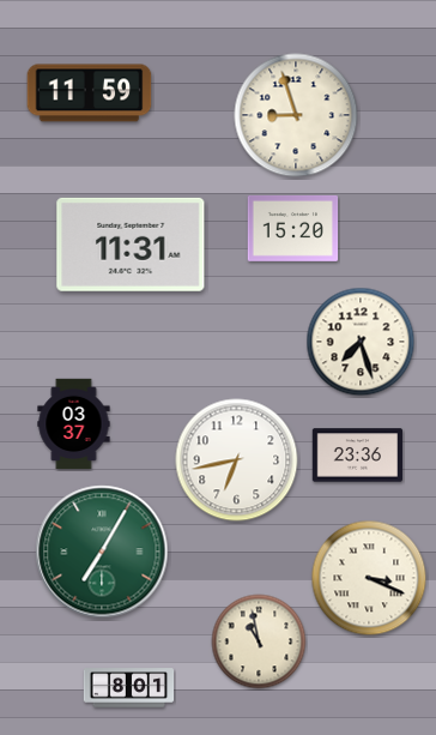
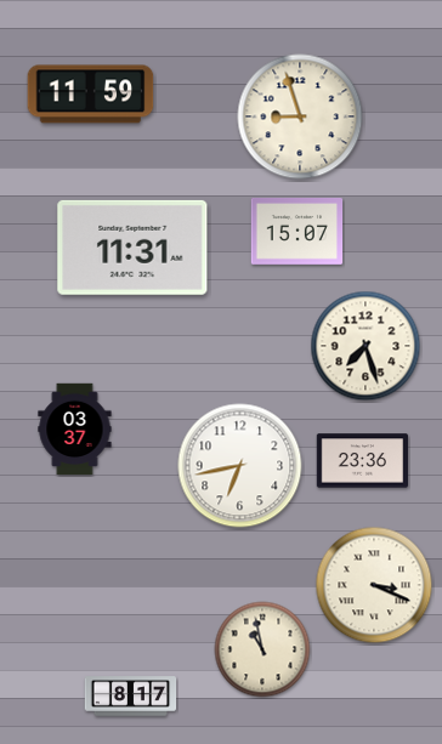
clock at (293, 228): 15:20 -> 15:07
clock at (102, 552): 7:05 -> none
clock at (129, 688): 8:01 -> 8:17
